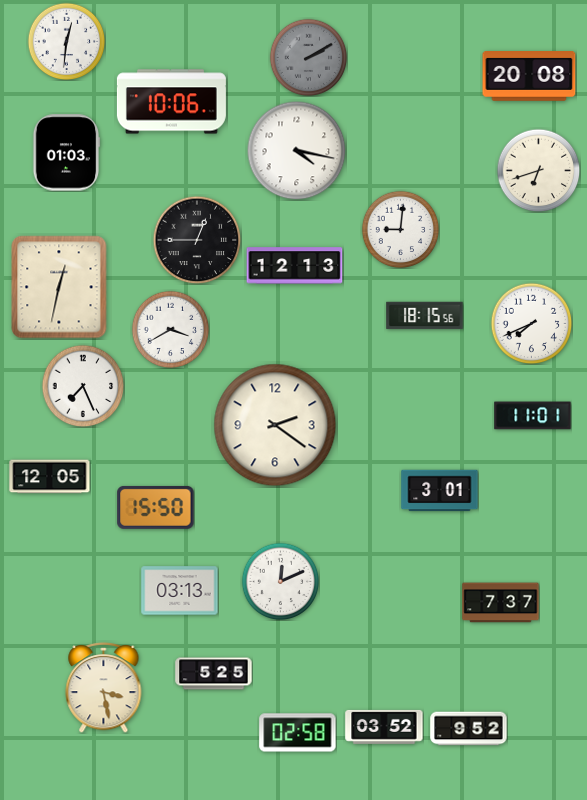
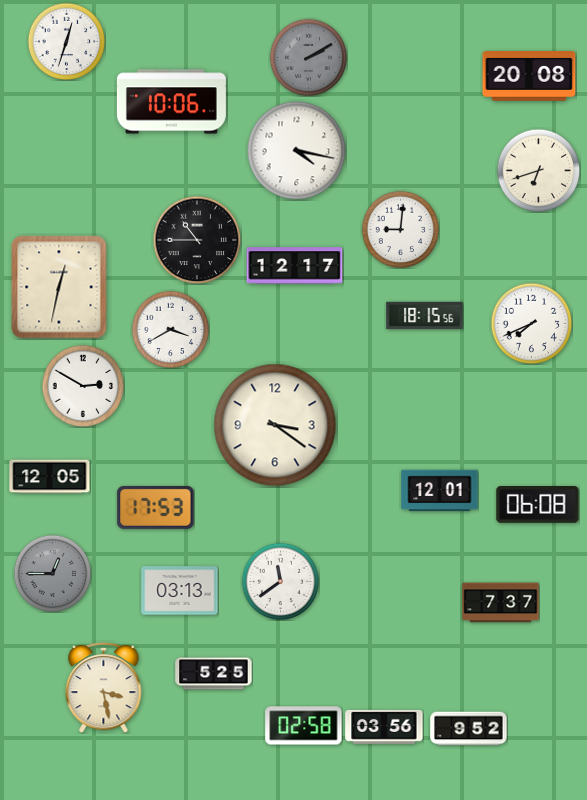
clock at (66, 41): 12:31 -> 12:33
clock at (66, 153): 01:03 -> none
clock at (197, 240): 12:45 -> 10:45
clock at (295, 266): 12:13 -> 12:17
clock at (83, 386): 7:26 -> 2:50
clock at (533, 416): 11:01 -> none
clock at (275, 425): 2:21 -> 3:21
clock at (440, 491): 3:01 -> 12:01
clock at (538, 505): none -> 06:08
clock at (156, 507): 15:50 -> 17:53
clock at (52, 573): none -> 12:45
clock at (280, 581): 12:11 -> 11:39
clock at (384, 727): 03:52 -> 03:56
clock at (298, 733) position: (298, 733) -> (304, 726)
